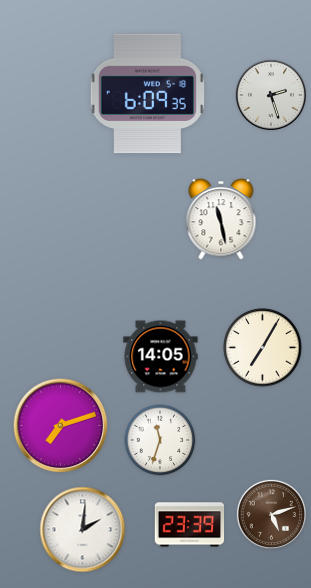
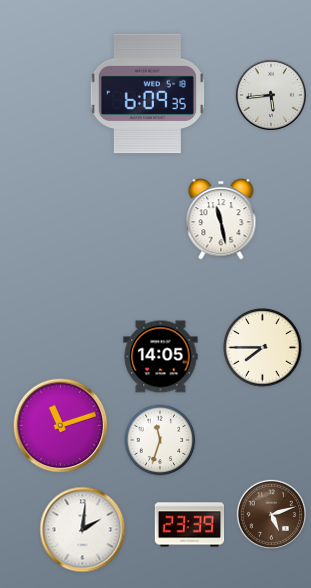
clock at (271, 95): 2:27 -> 5:44
clock at (263, 348): 7:05 -> 7:45
clock at (61, 426): 7:12 -> 11:12
